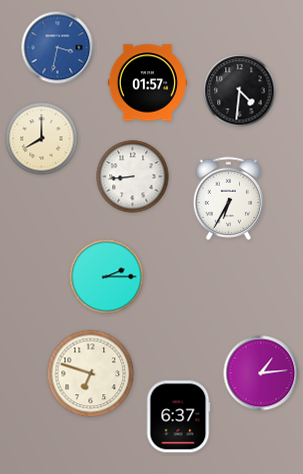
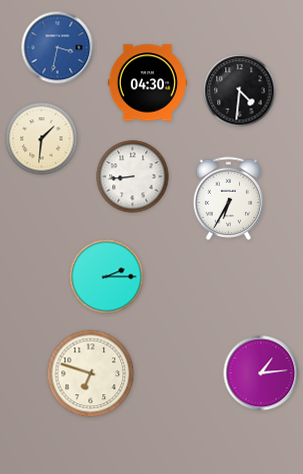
clock at (147, 83): 01:57 -> 04:30
clock at (42, 139): 8:00 -> 1:31
clock at (178, 417): 6:37 -> none
